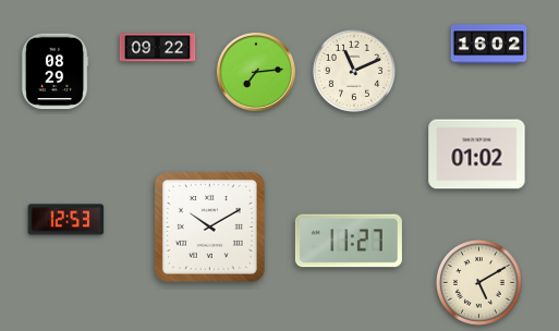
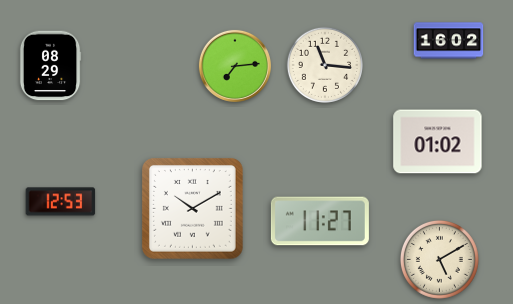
clock at (158, 48): 09:22 -> none
clock at (353, 70): 11:11 -> 11:16
